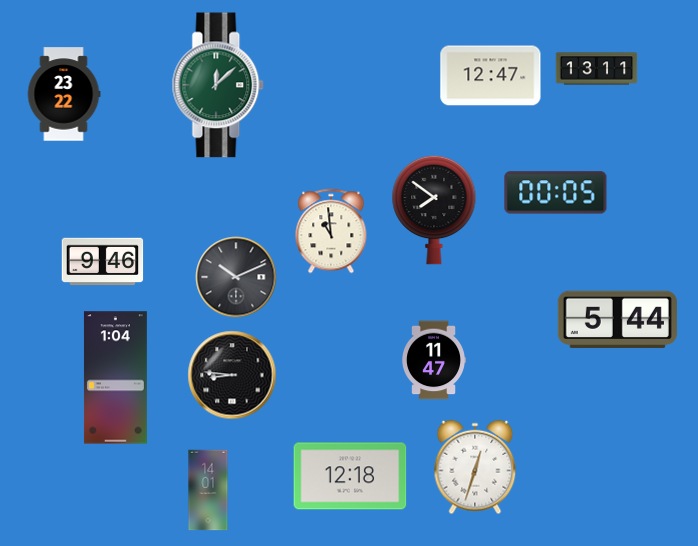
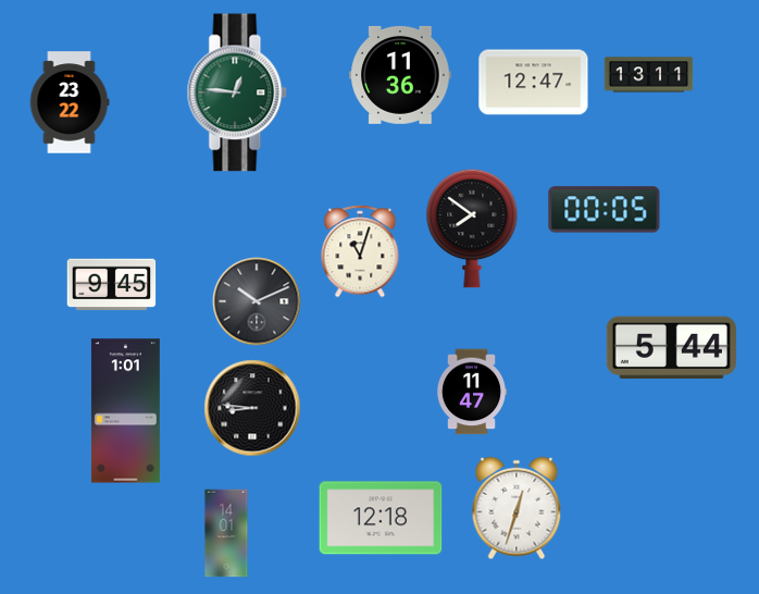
clock at (400, 75): none -> 11:36
clock at (218, 85): 12:08 -> 12:46
clock at (331, 231): 10:59 -> 11:03
clock at (103, 262): 9:46 -> 9:45
clock at (115, 378): 1:04 -> 1:01
